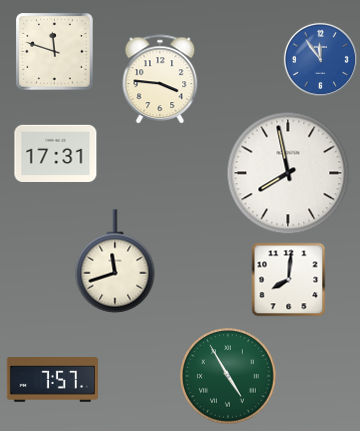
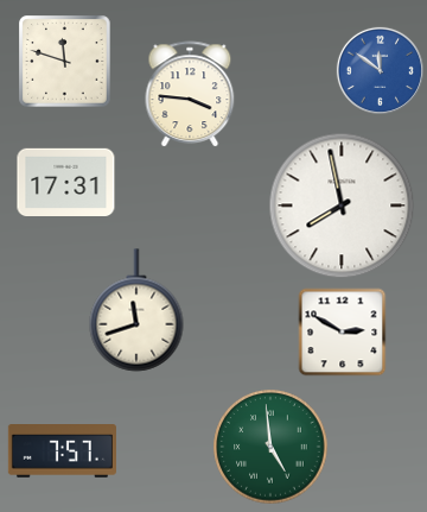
clock at (320, 59): 11:54 -> 11:51
clock at (289, 280): 8:01 -> 2:50
clock at (228, 376): 4:55 -> 4:59
